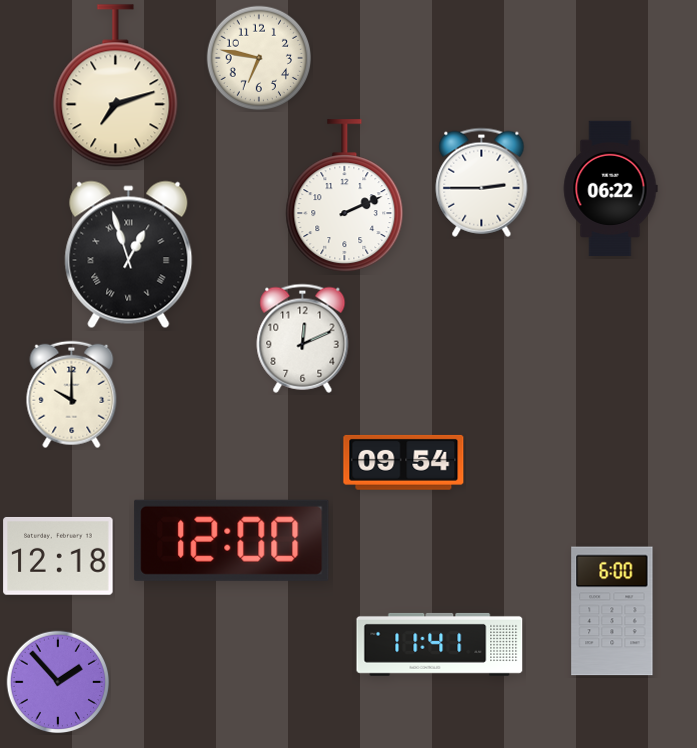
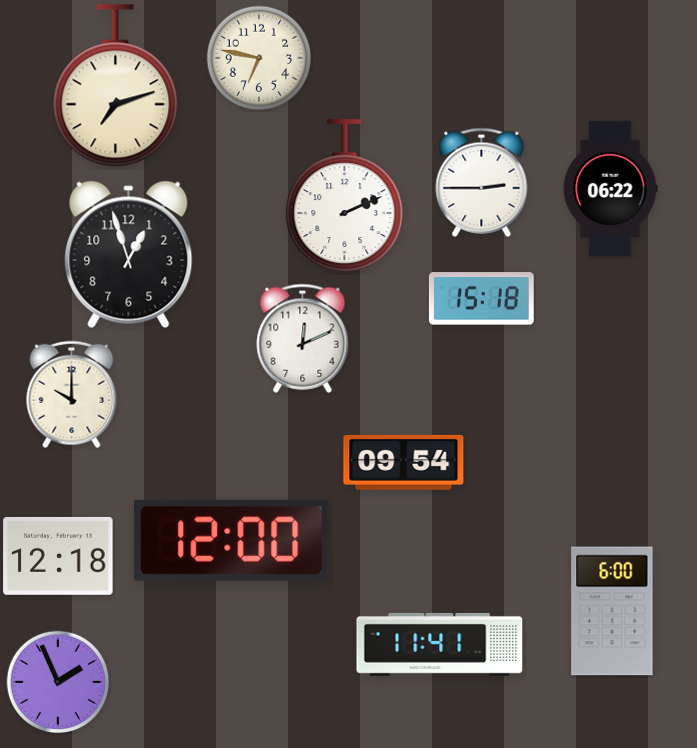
clock at (129, 255) numerals: Roman -> Arabic
clock at (481, 299): none -> 15:18
clock at (58, 682): 1:53 -> 1:56
